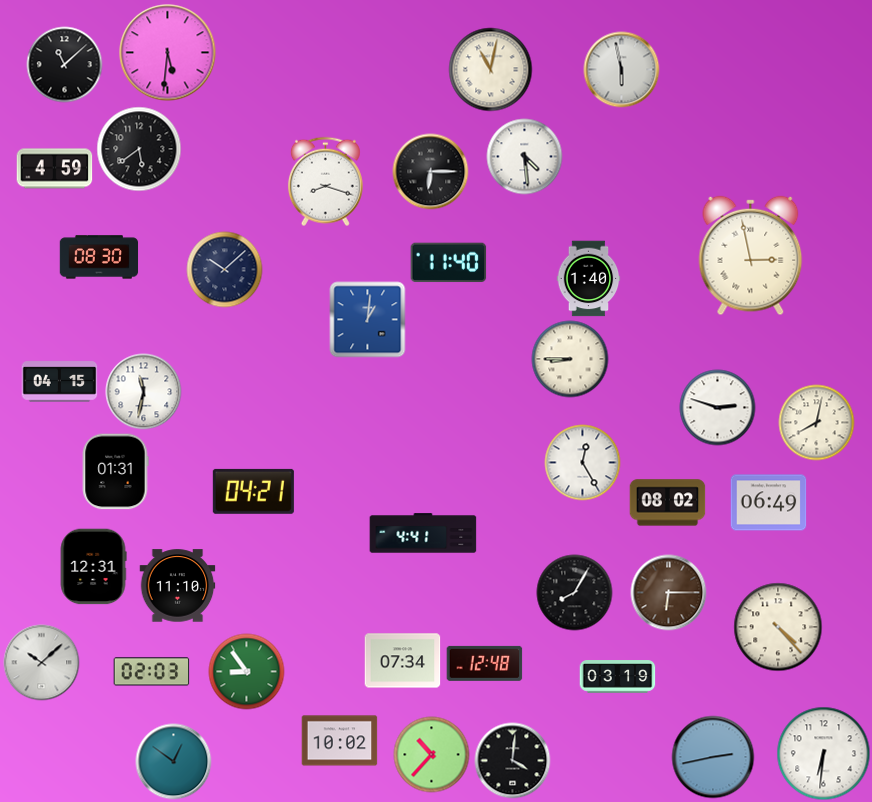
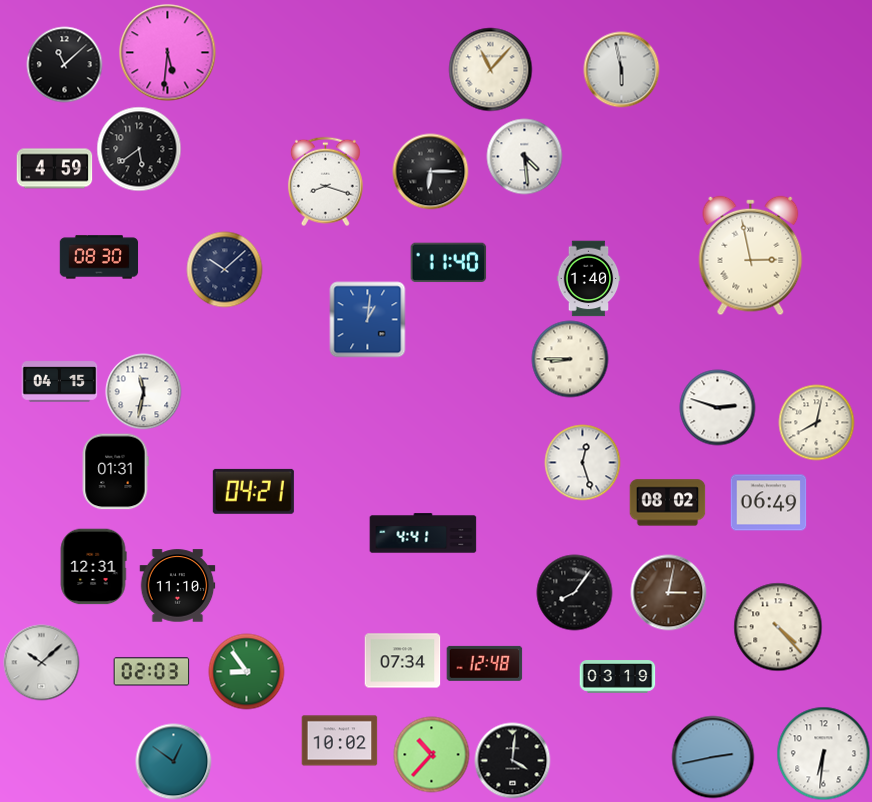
clock at (491, 70): 11:02 -> 11:07
clock at (583, 463): 12:25 -> 12:27
clock at (575, 593): 8:05 -> 8:06
clock at (669, 593): 6:15 -> 3:02
